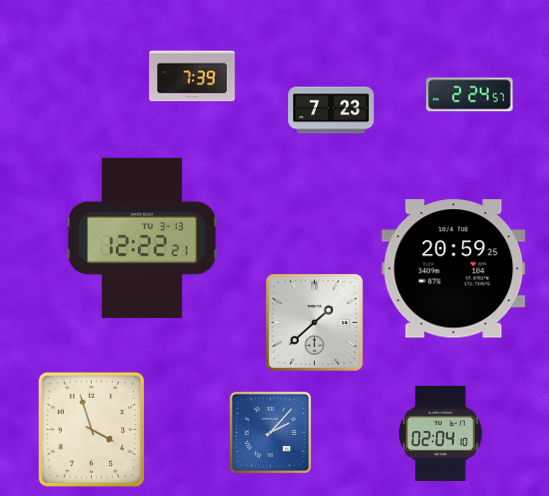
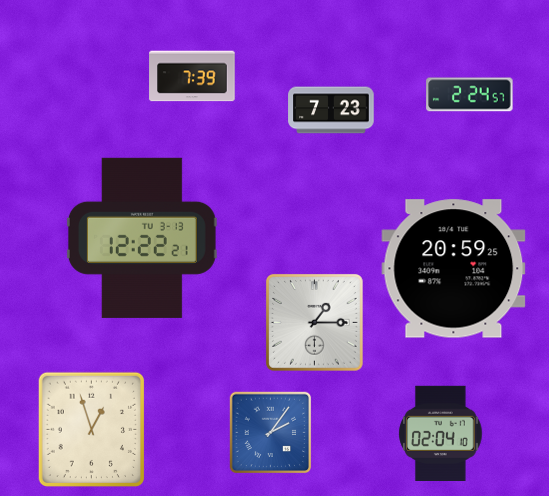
clock at (314, 322): 1:38 -> 1:15
clock at (91, 429): 3:57 -> 12:57
clock at (271, 433): 2:07 -> 2:06
